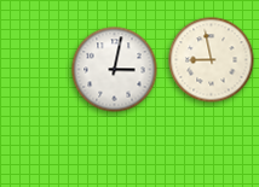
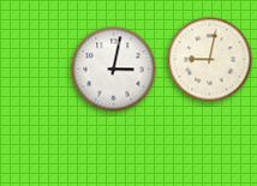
clock at (212, 60): 8:58 -> 9:02
